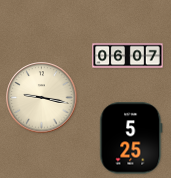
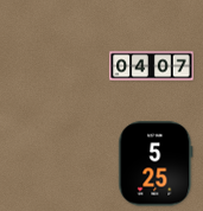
clock at (128, 56): 06:07 -> 04:07
clock at (42, 98): 9:17 -> none
